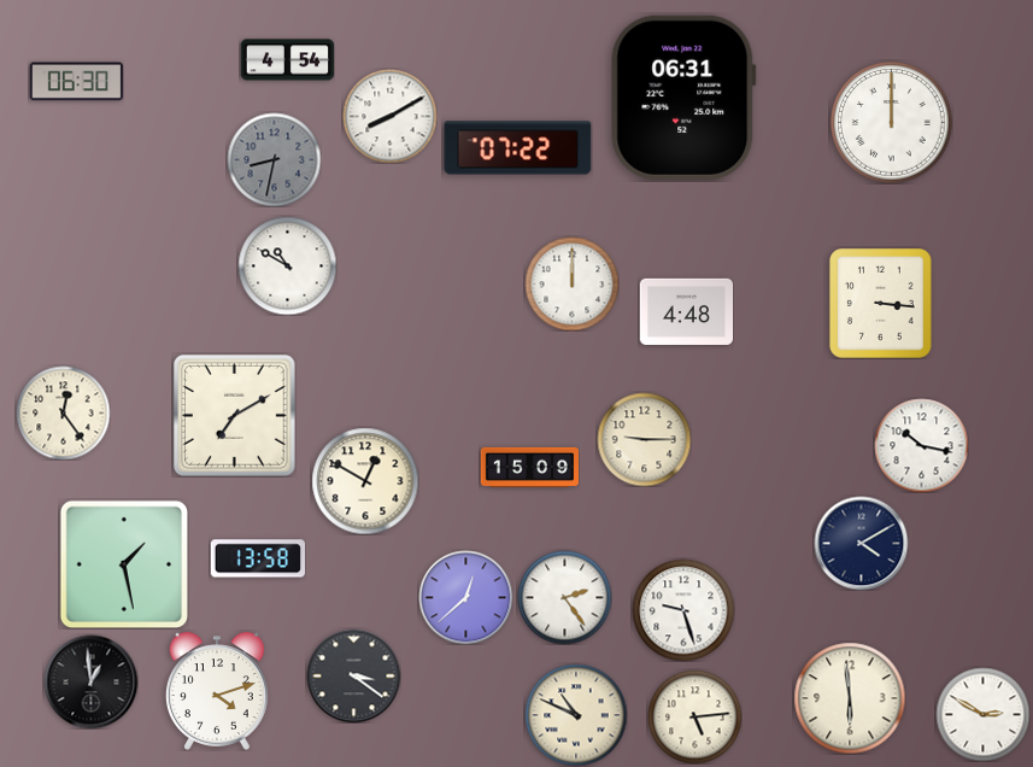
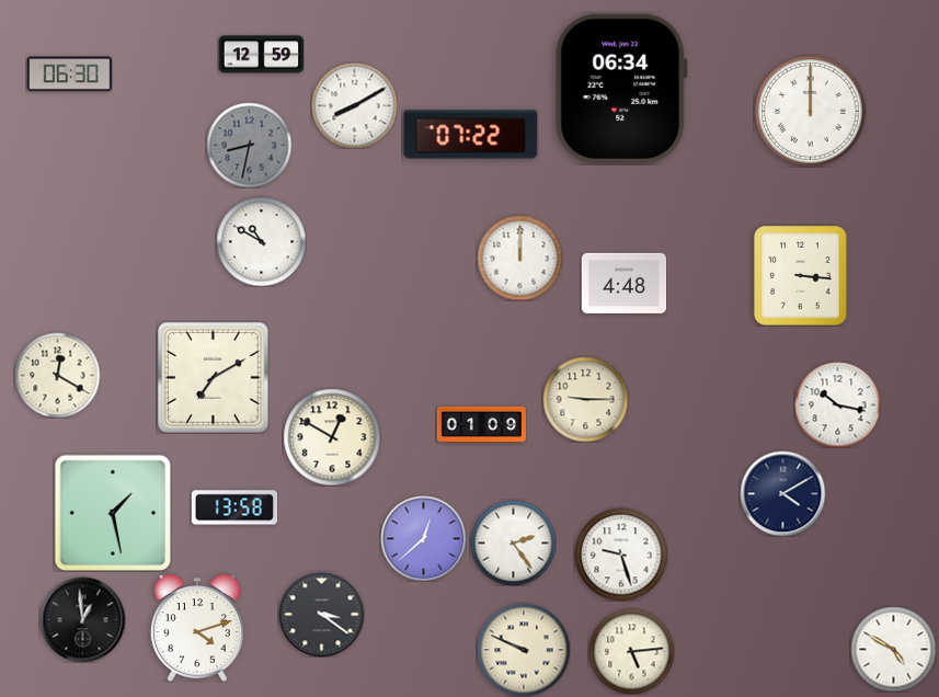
clock at (287, 60): 4:54 -> 12:59
clock at (683, 98): 06:31 -> 06:34
clock at (63, 412): 12:24 -> 12:20
clock at (529, 467): 15:09 -> 01:09
clock at (465, 597) position: (465, 597) -> (423, 538)
clock at (850, 698): 5:59 -> none
clock at (982, 714): 2:50 -> 4:50
clock at (576, 715): 10:49 -> 9:49
